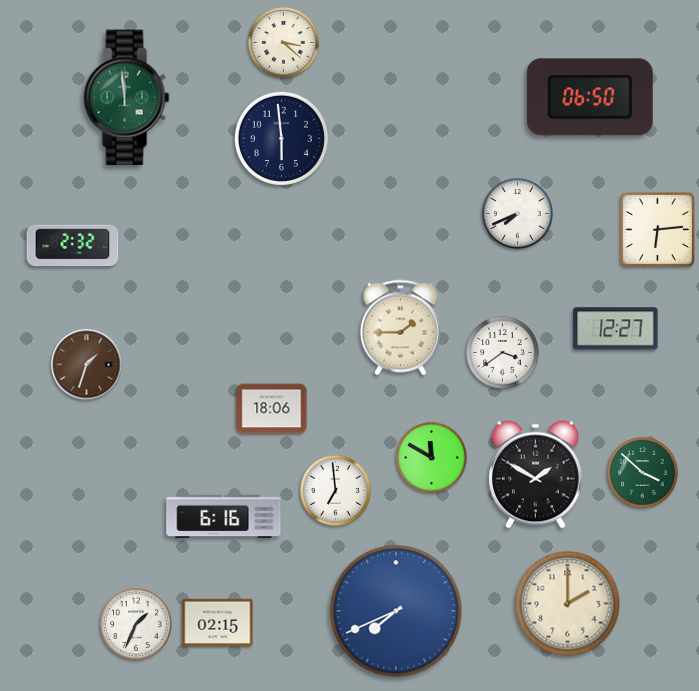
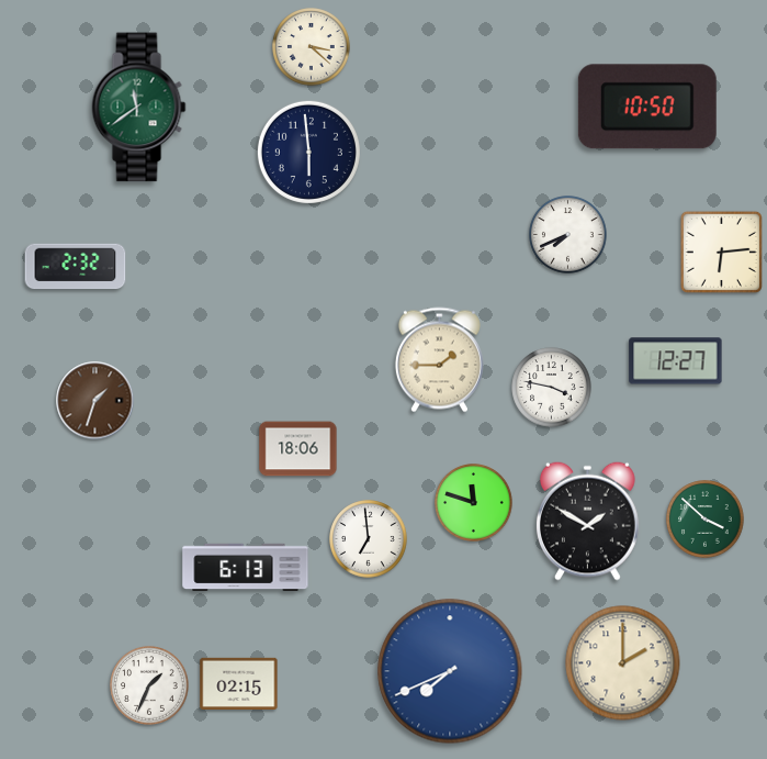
clock at (590, 97): 06:50 -> 10:50
clock at (127, 98): 11:59 -> 11:39
clock at (73, 246) position: (73, 246) -> (76, 267)
clock at (503, 353): 3:39 -> 3:47
clock at (432, 458): 11:50 -> 11:48
clock at (224, 517): 6:16 -> 6:13
clock at (396, 611) position: (396, 611) -> (450, 671)
